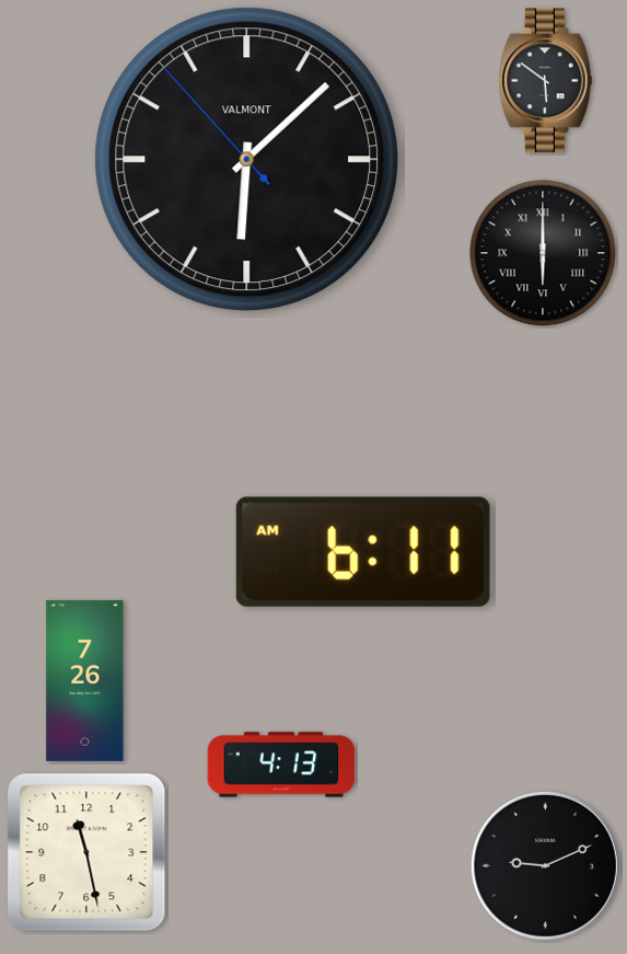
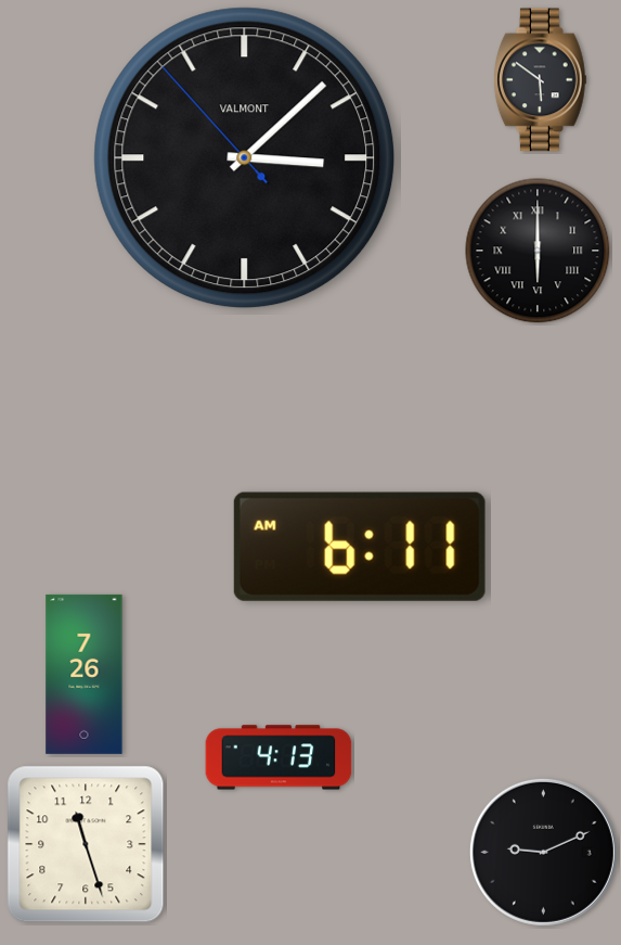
clock at (247, 160): 6:07 -> 3:07
clock at (86, 852): 11:28 -> 11:27
clock at (545, 865) position: (545, 865) -> (543, 852)
